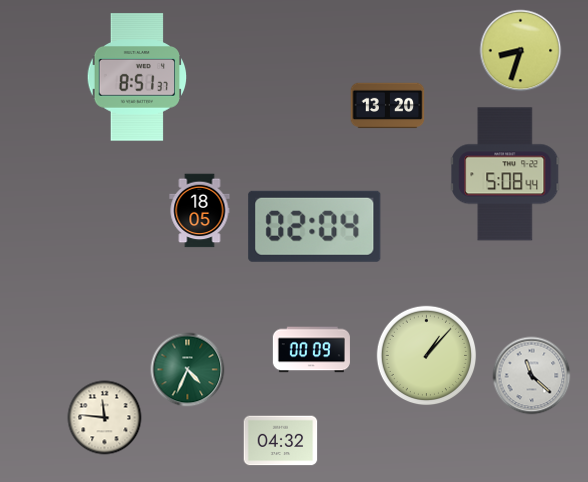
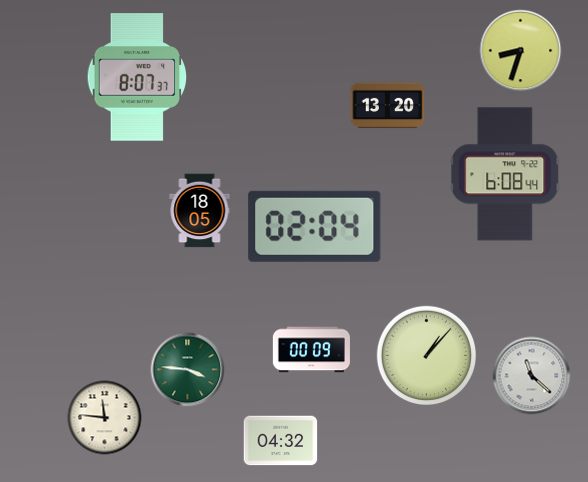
clock at (137, 77): 8:51 -> 8:07
clock at (505, 174): 5:08 -> 6:08
clock at (188, 370): 4:34 -> 3:46
